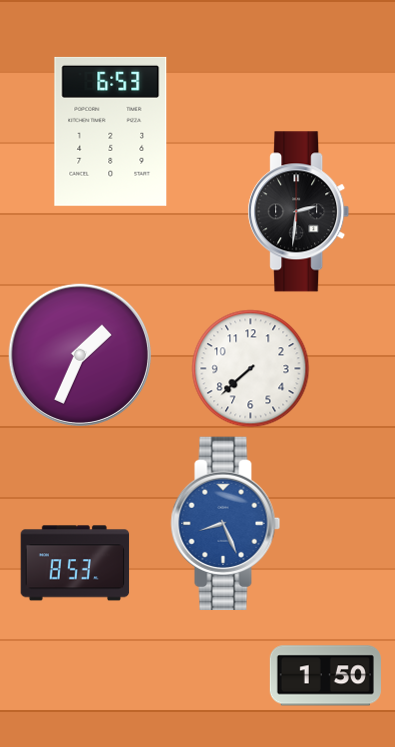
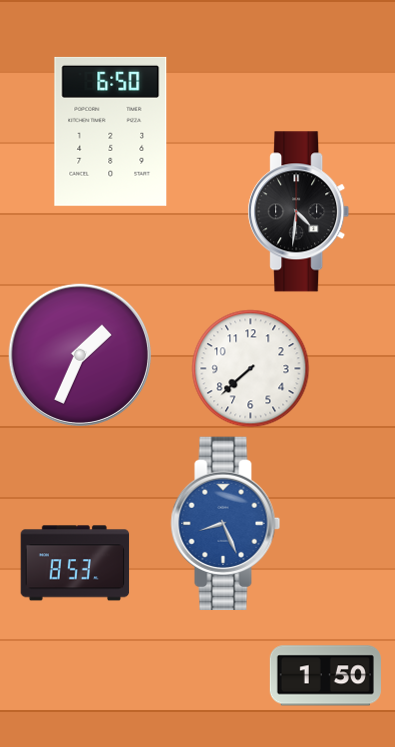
clock at (111, 131): 6:53 -> 6:50
clock at (299, 212): 2:31 -> 4:31
